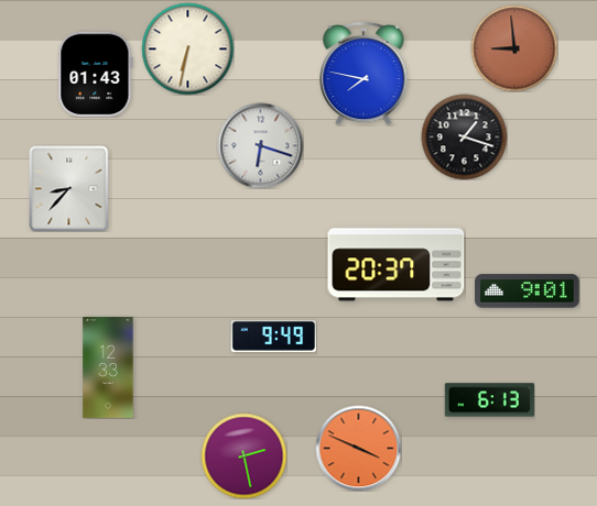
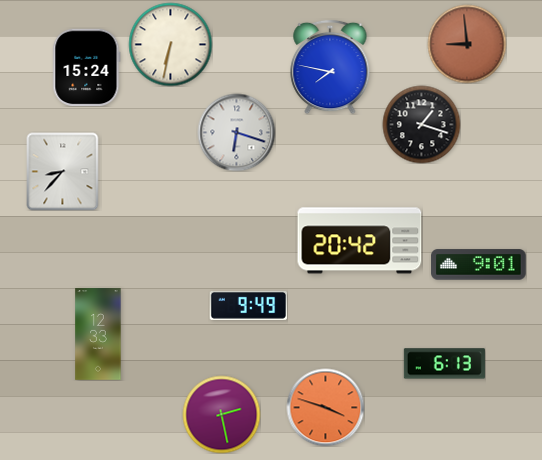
clock at (96, 74): 01:43 -> 15:24
clock at (397, 265): 20:37 -> 20:42
clock at (358, 448): 3:49 -> 3:48
